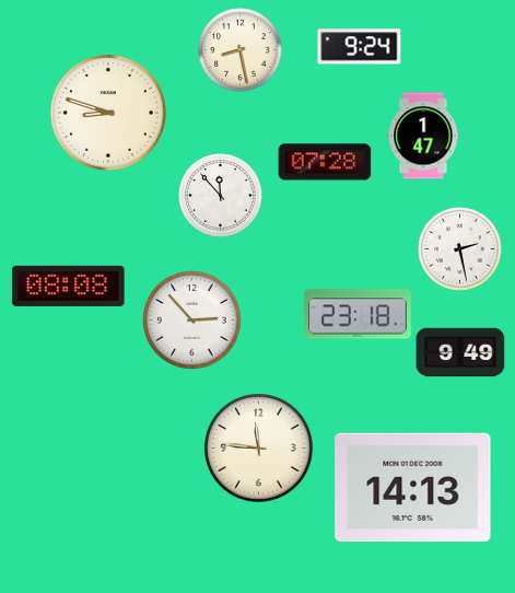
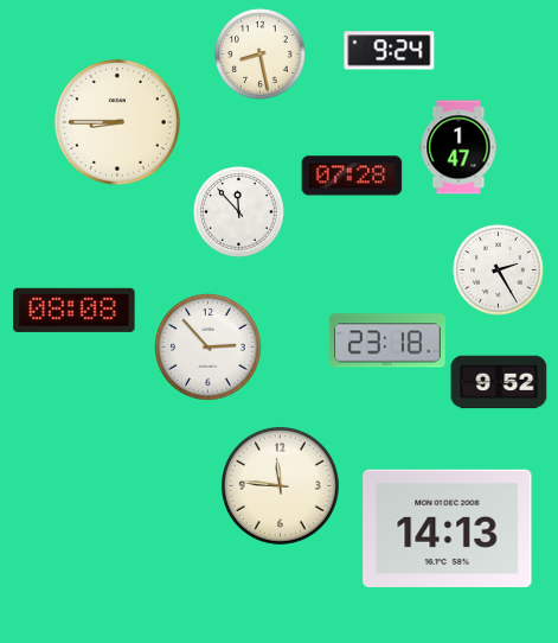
clock at (108, 113): 8:48 -> 8:45
clock at (460, 249): 2:28 -> 2:25
clock at (460, 352): 9:49 -> 9:52
